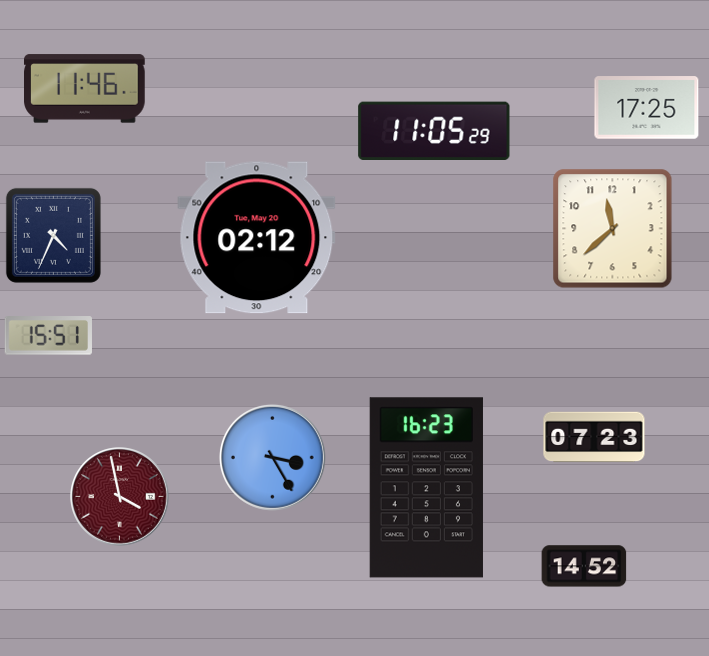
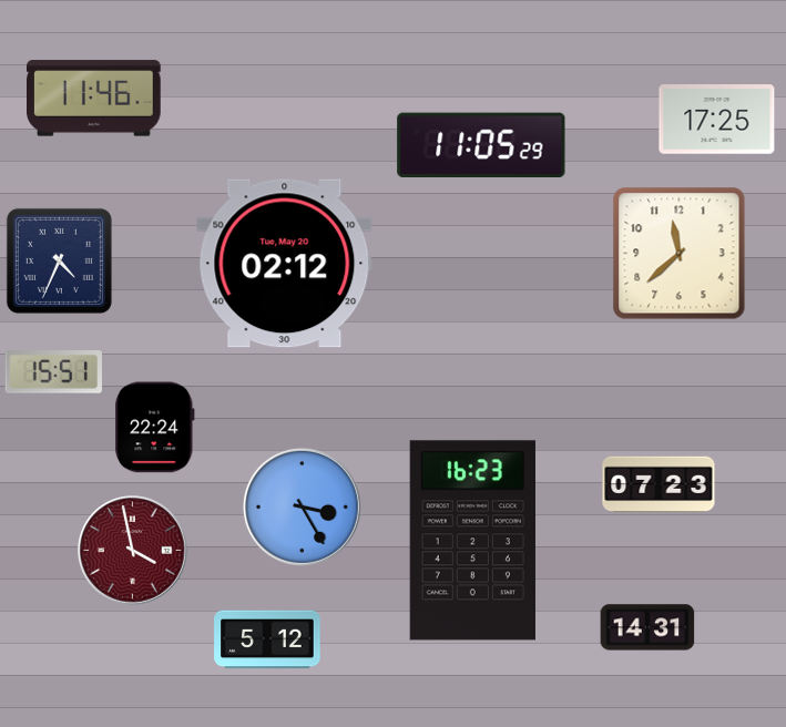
clock at (155, 428): none -> 22:24
clock at (584, 566): 14:52 -> 14:31
clock at (267, 639): none -> 5:12
